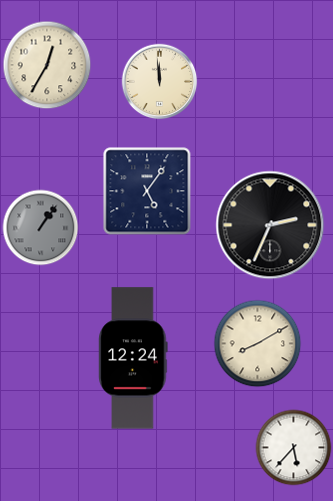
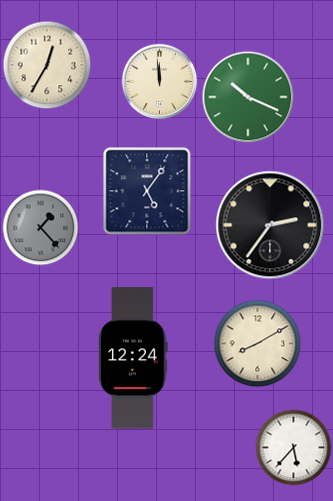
clock at (248, 97): none -> 10:19
clock at (270, 225): 2:34 -> 2:36
clock at (41, 228): 1:06 -> 1:23
